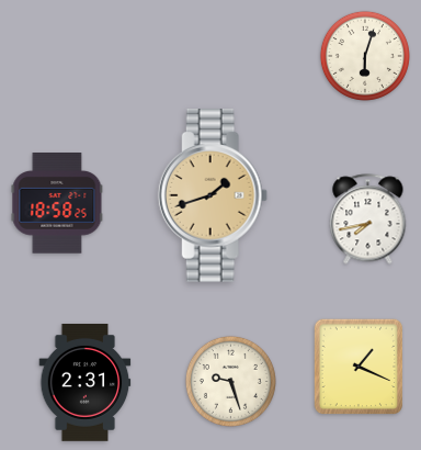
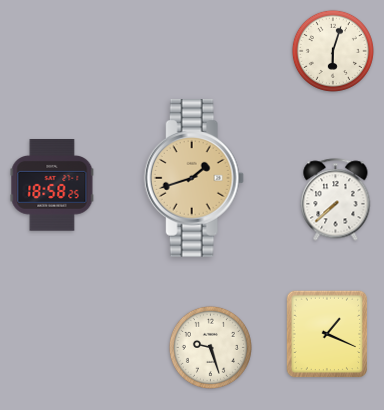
clock at (368, 220): 7:43 -> 7:38
clock at (86, 382): 2:31 -> none
